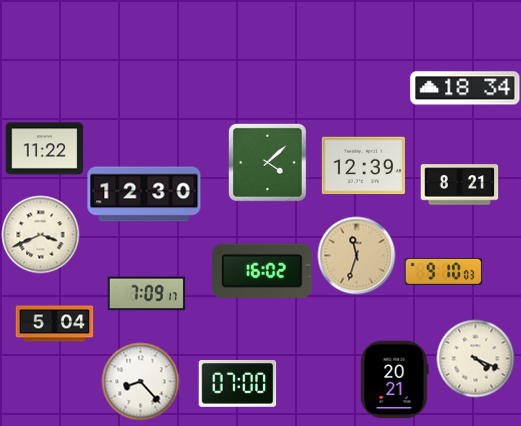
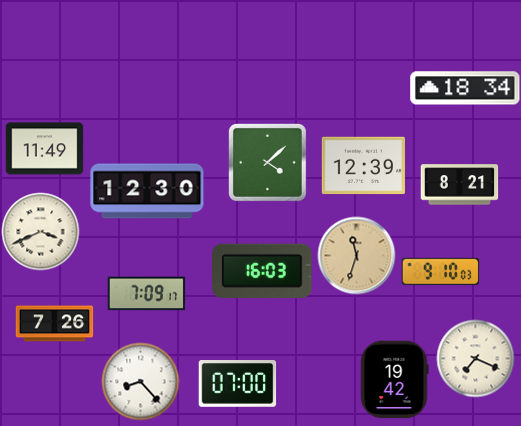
clock at (44, 149): 11:22 -> 11:49
clock at (144, 194) position: (144, 194) -> (147, 191)
clock at (40, 234) position: (40, 234) -> (40, 231)
clock at (262, 271): 16:02 -> 16:03
clock at (443, 271) position: (443, 271) -> (440, 271)
clock at (54, 324): 5:04 -> 7:26
clock at (475, 358): 4:19 -> 7:19
clock at (395, 379): 20:21 -> 19:42
